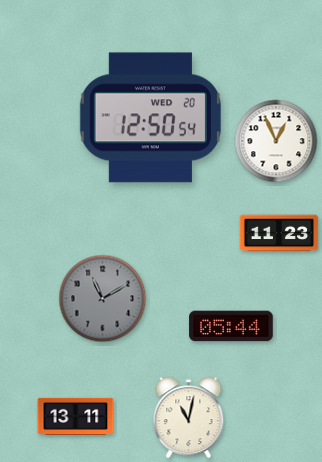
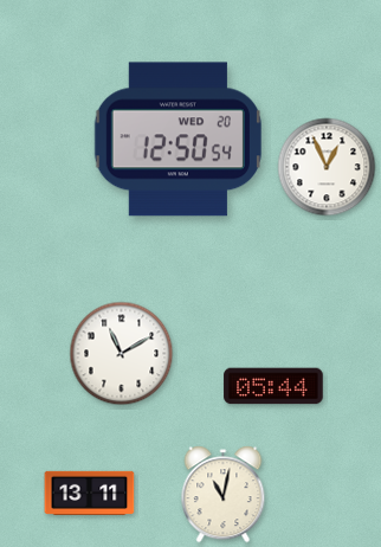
clock at (279, 233): 11:23 -> none
clock at (103, 299) dial: grey -> white
